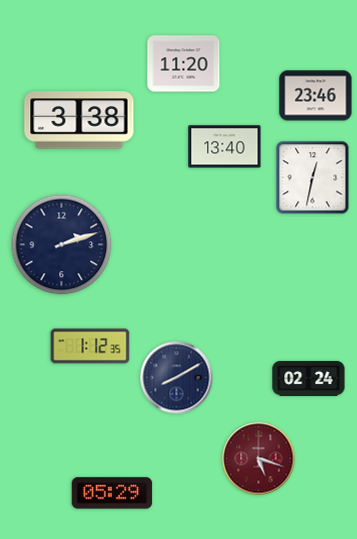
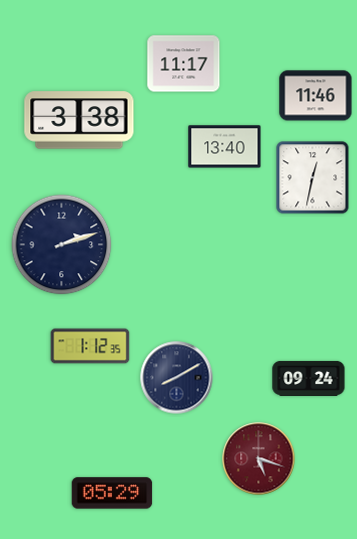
clock at (184, 64): 11:20 -> 11:17
clock at (316, 96): 23:46 -> 11:46
clock at (309, 378): 02:24 -> 09:24
